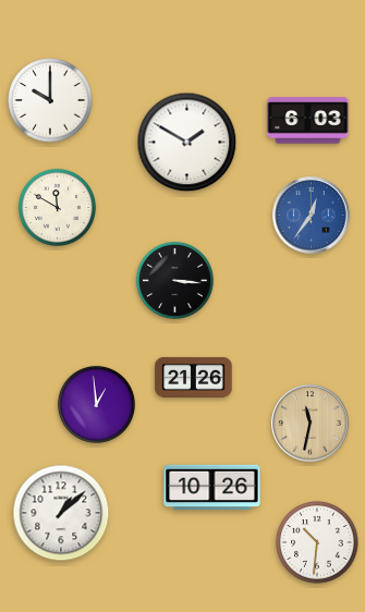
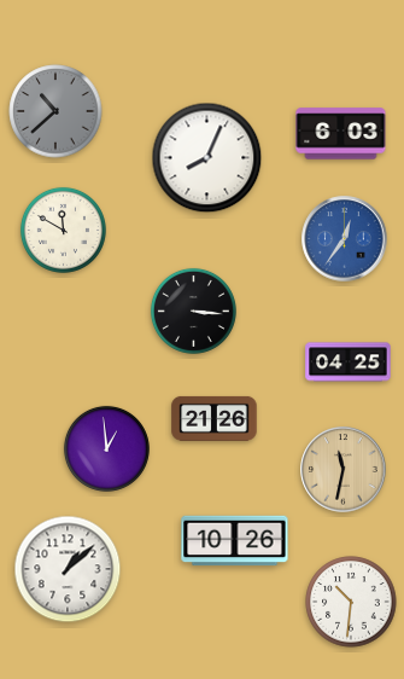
clock at (50, 100): 10:00 -> 10:38
clock at (50, 100) dial: white -> grey
clock at (187, 143): 1:50 -> 8:04
clock at (349, 362): none -> 04:25
